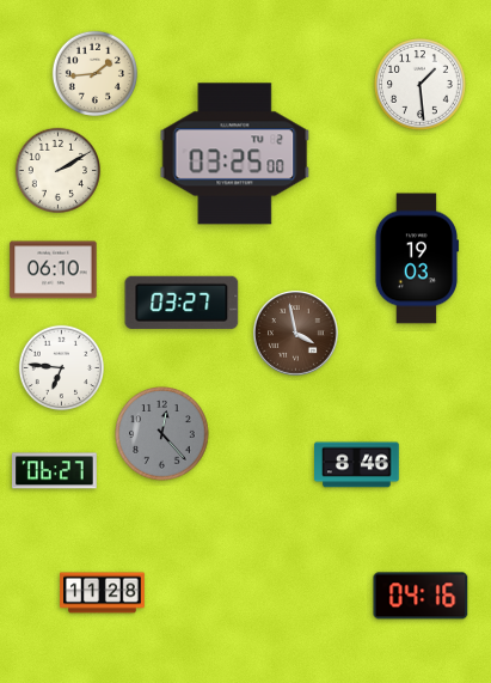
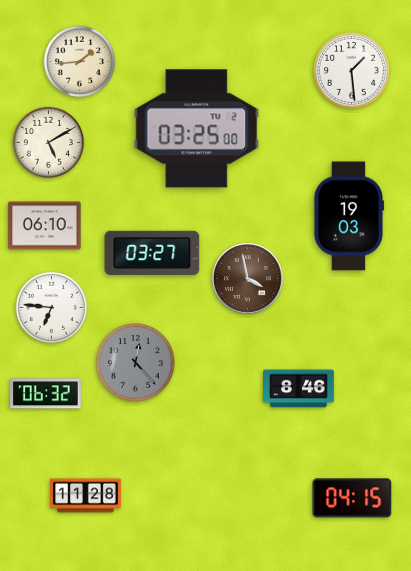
clock at (59, 171): 2:10 -> 5:10
clock at (55, 471): 06:27 -> 06:32
clock at (421, 596): 04:16 -> 04:15
